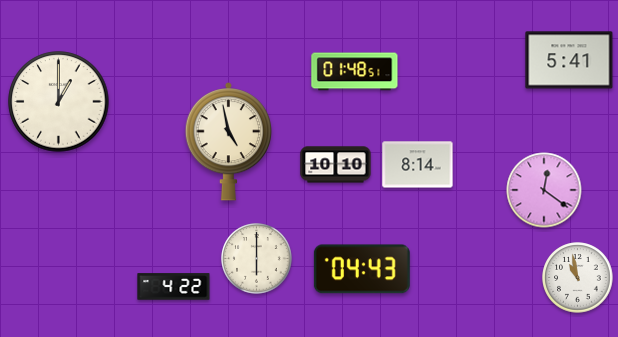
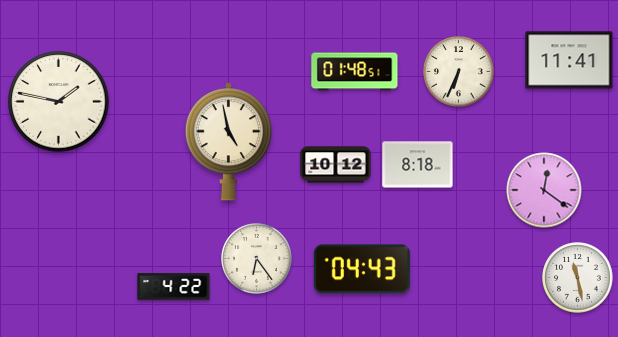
clock at (569, 60): 5:41 -> 11:41
clock at (459, 72): none -> 6:34
clock at (59, 102): 1:00 -> 1:47
clock at (336, 165): 10:10 -> 10:12
clock at (418, 165): 8:14 -> 8:18
clock at (257, 259): 6:00 -> 6:24
clock at (578, 278): 10:58 -> 11:28
